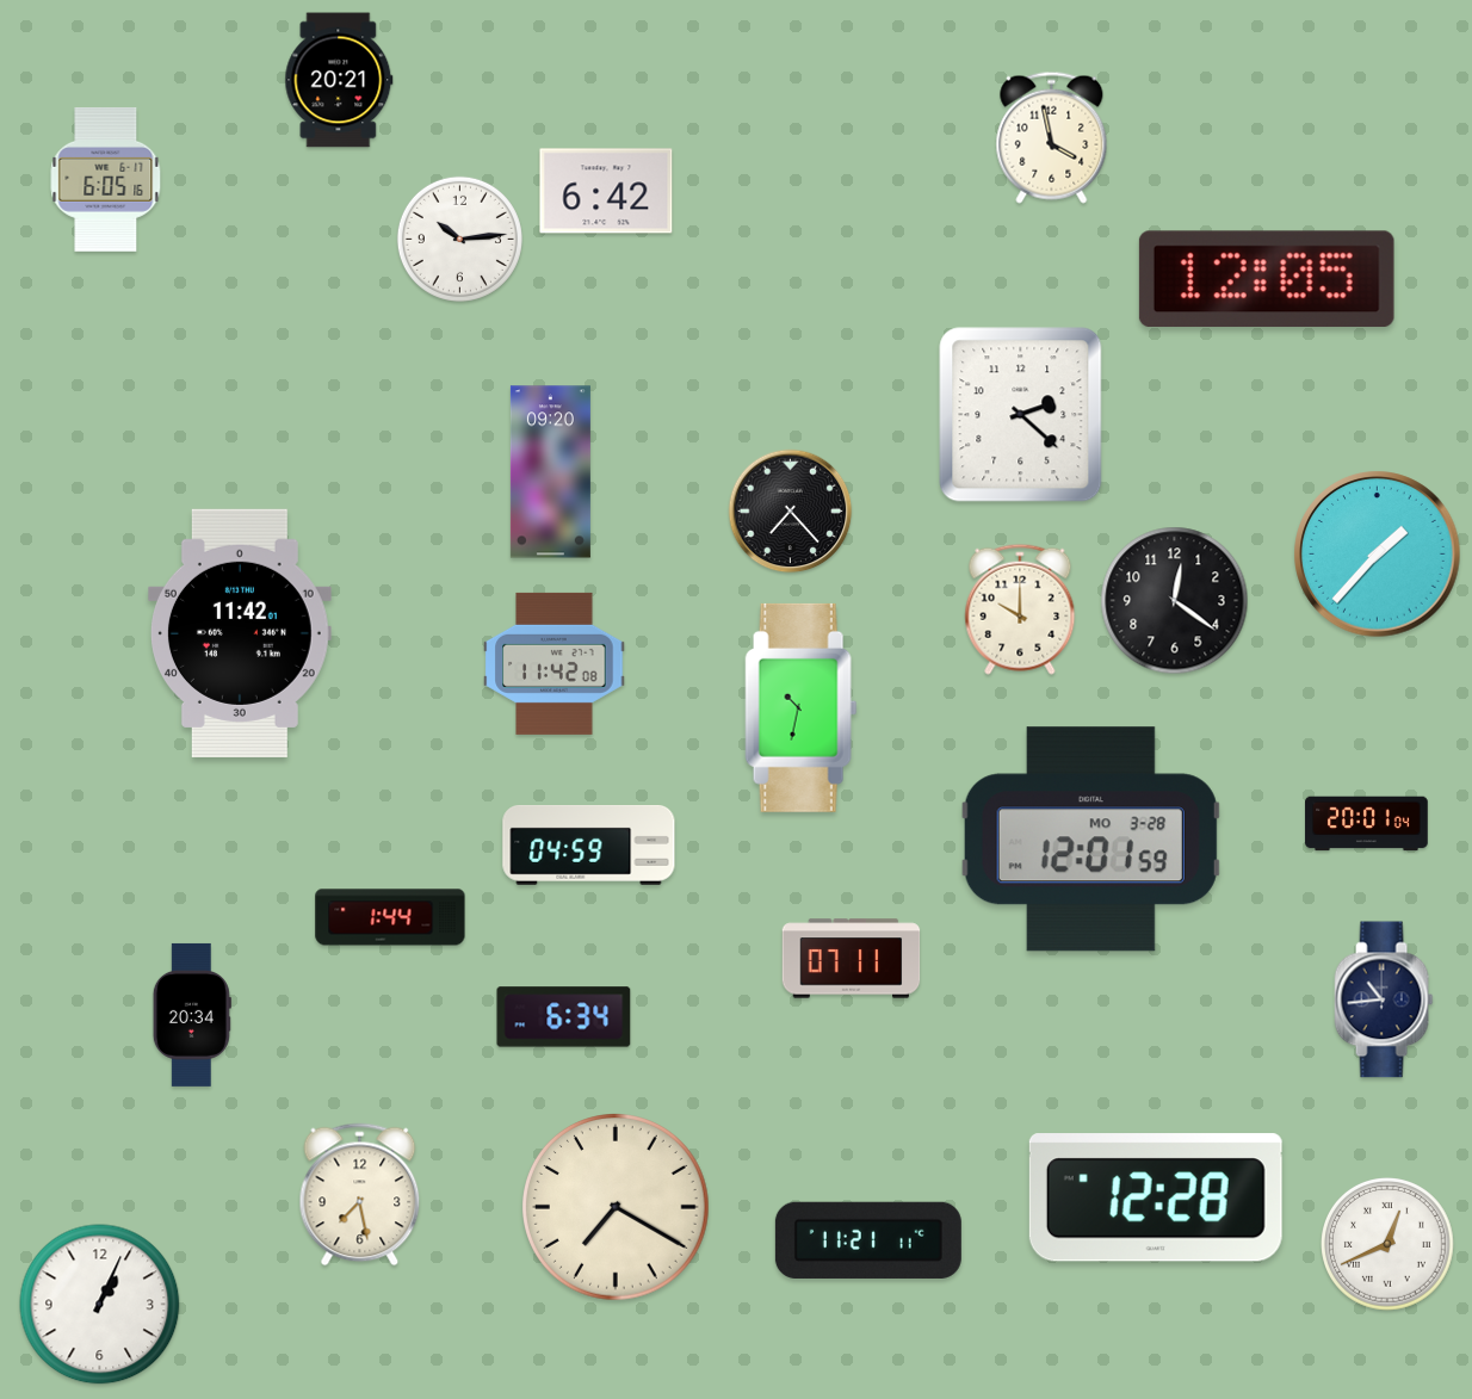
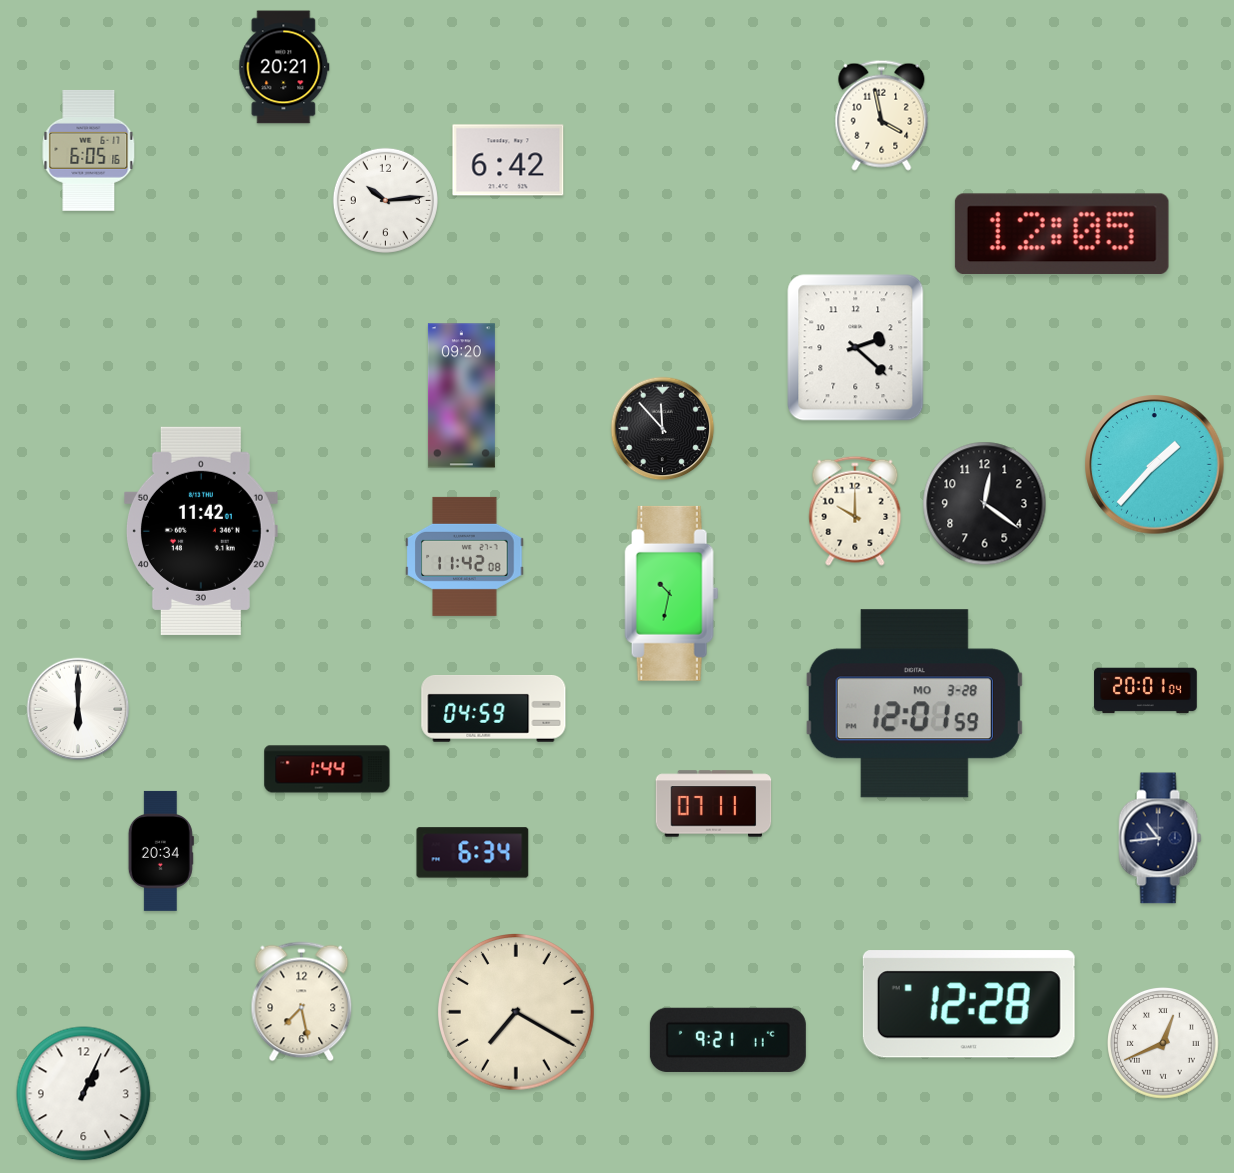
clock at (791, 512): 7:23 -> 11:53
clock at (78, 709): none -> 6:00
clock at (868, 1240): 11:21 -> 9:21
